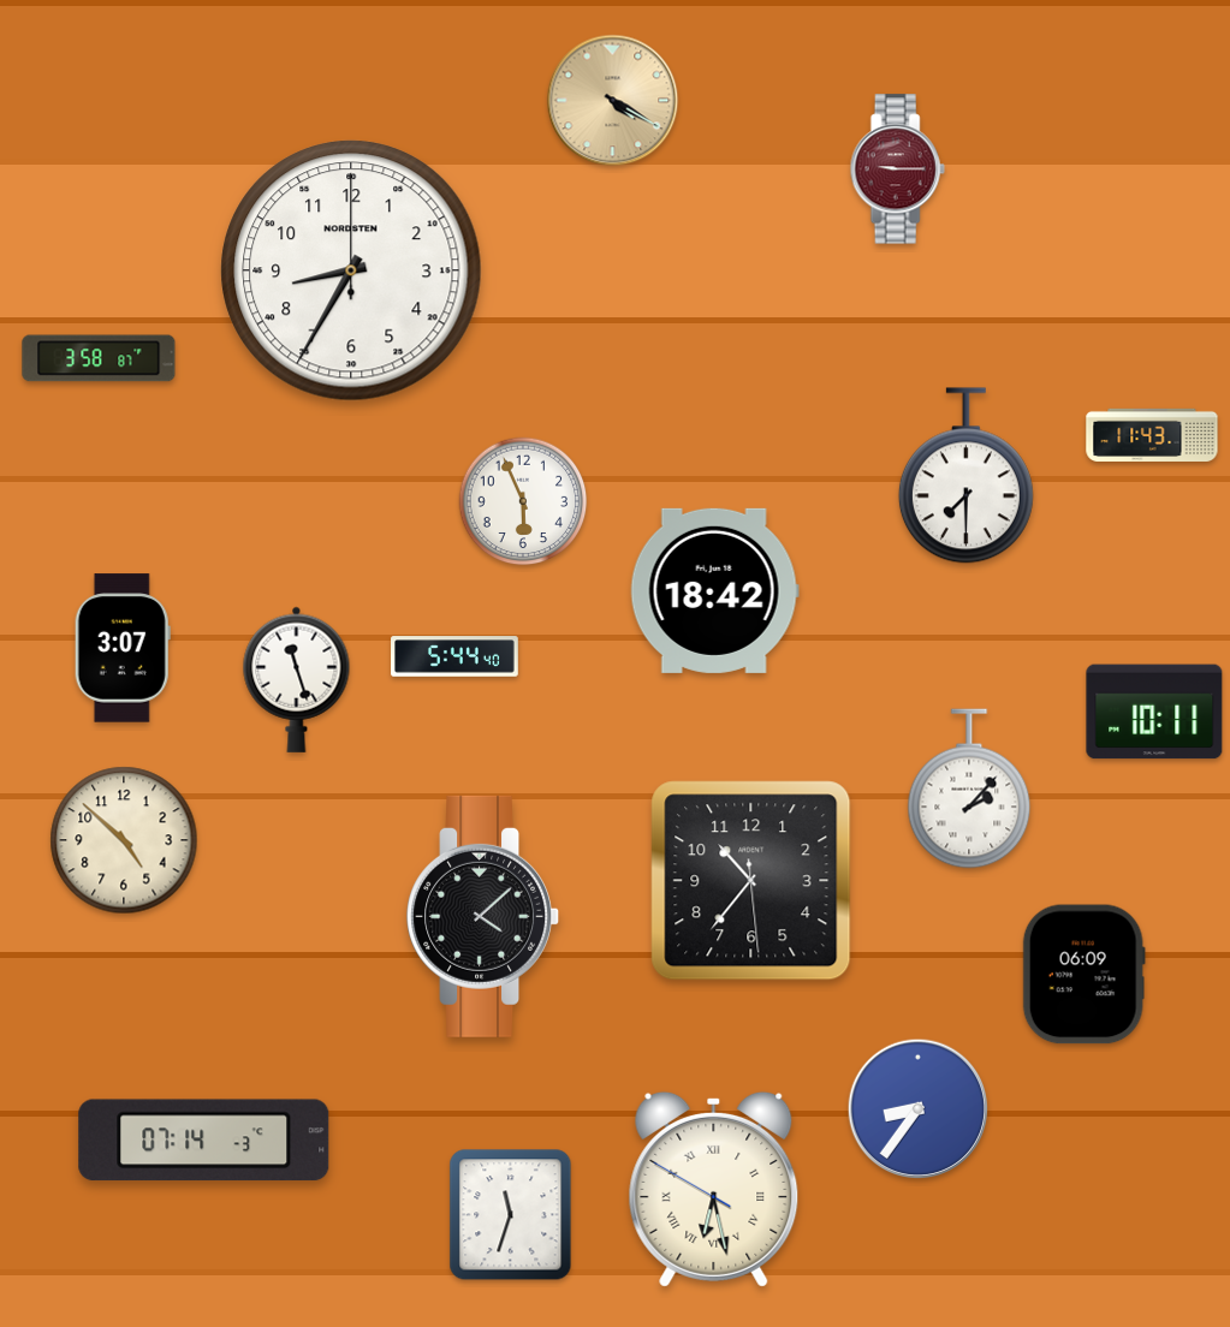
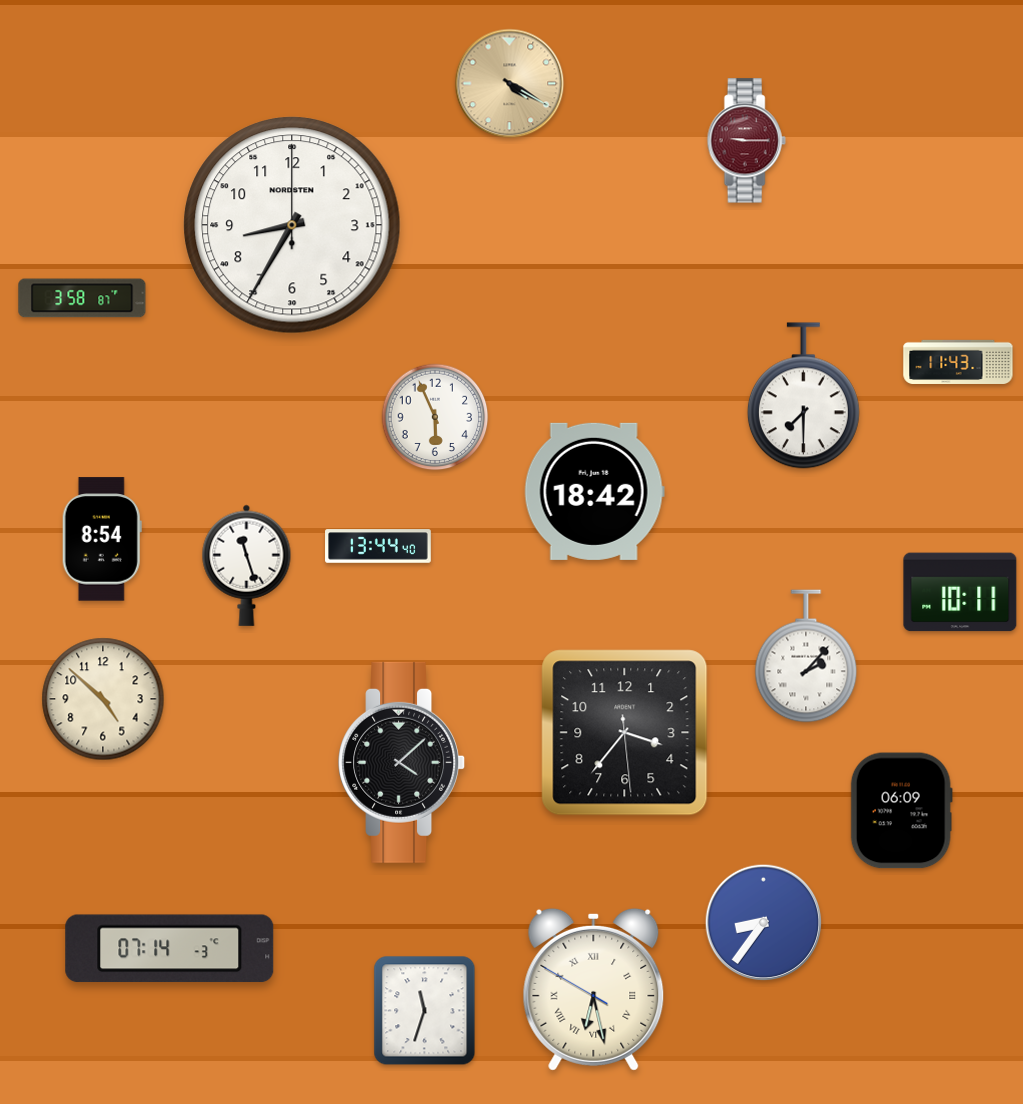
clock at (123, 648): 3:07 -> 8:54
clock at (454, 656): 5:44 -> 13:44
clock at (751, 881): 10:36 -> 3:36
